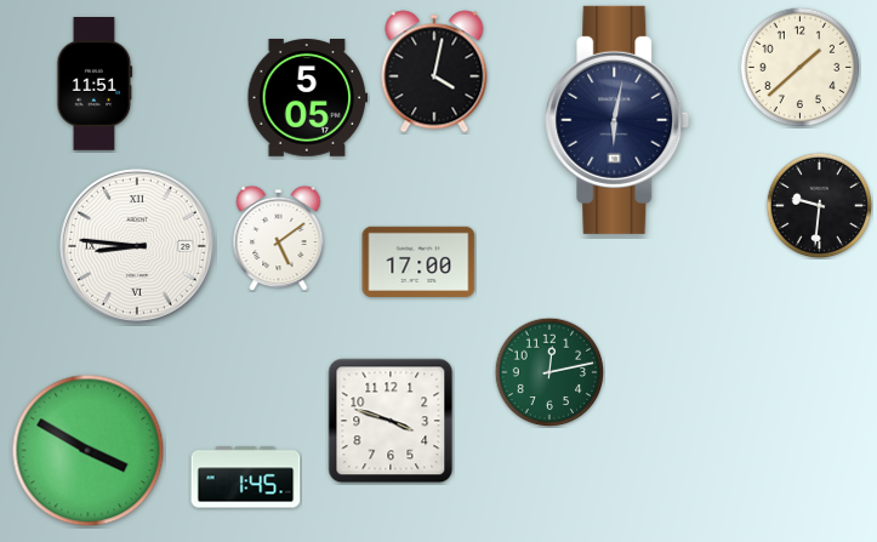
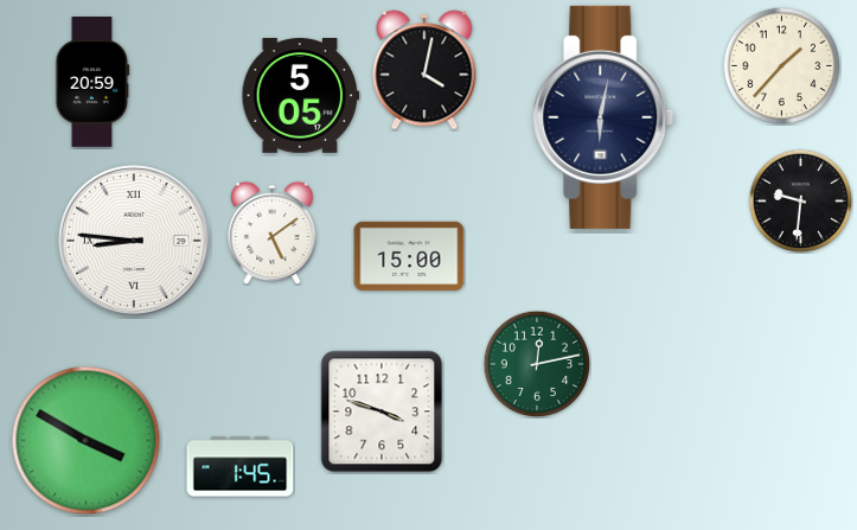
clock at (801, 68): 1:38 -> 1:37
clock at (95, 85): 11:51 -> 20:59
clock at (418, 262): 17:00 -> 15:00
